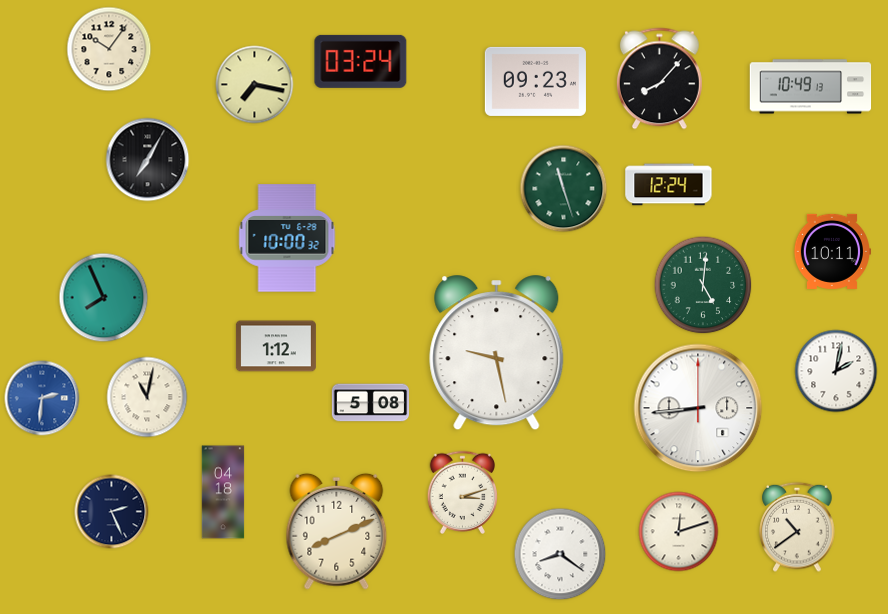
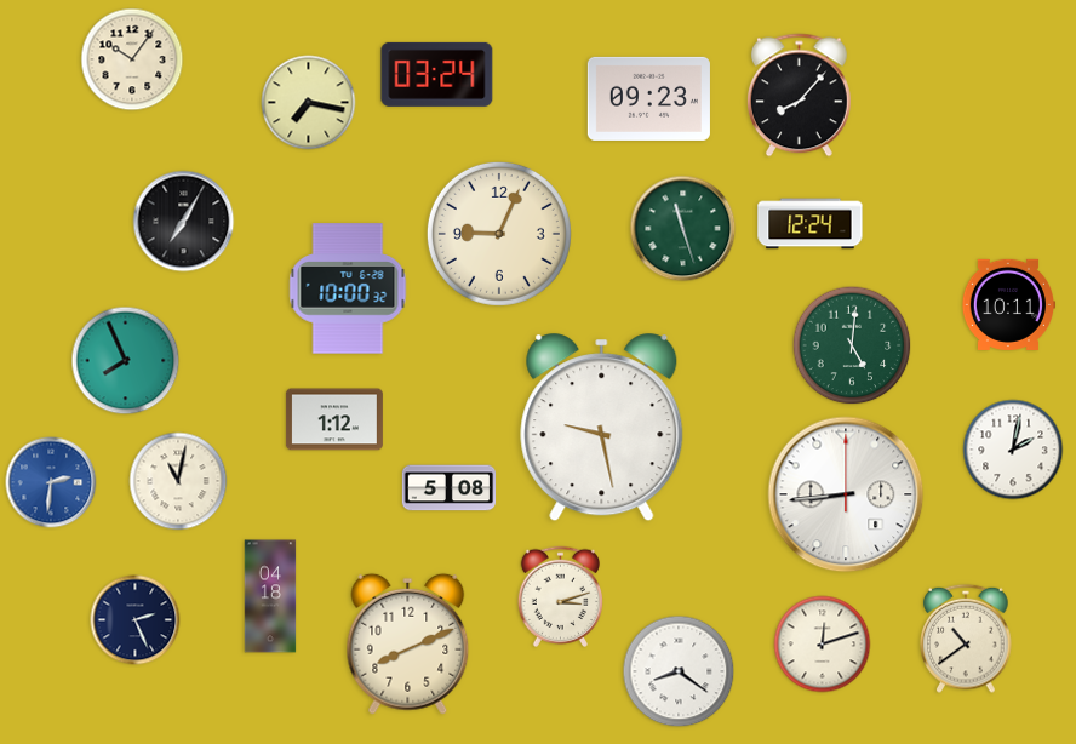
clock at (811, 87): 10:49 -> none
clock at (148, 160) position: (148, 160) -> (184, 222)
clock at (499, 234): none -> 9:04
